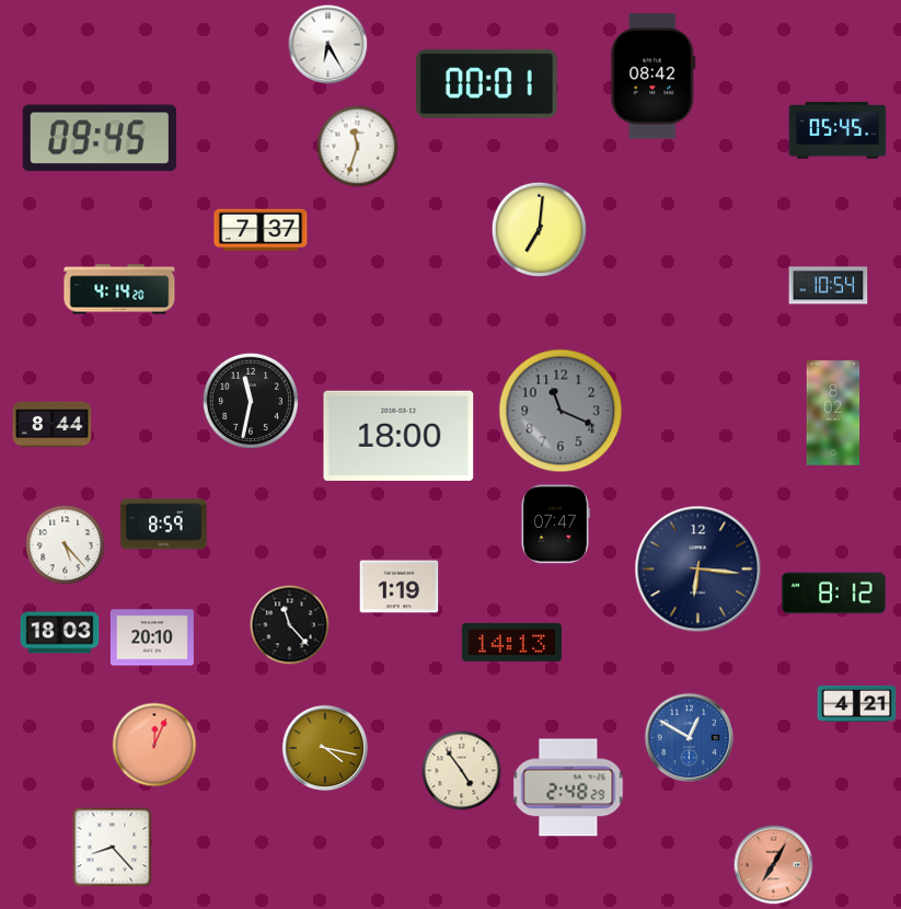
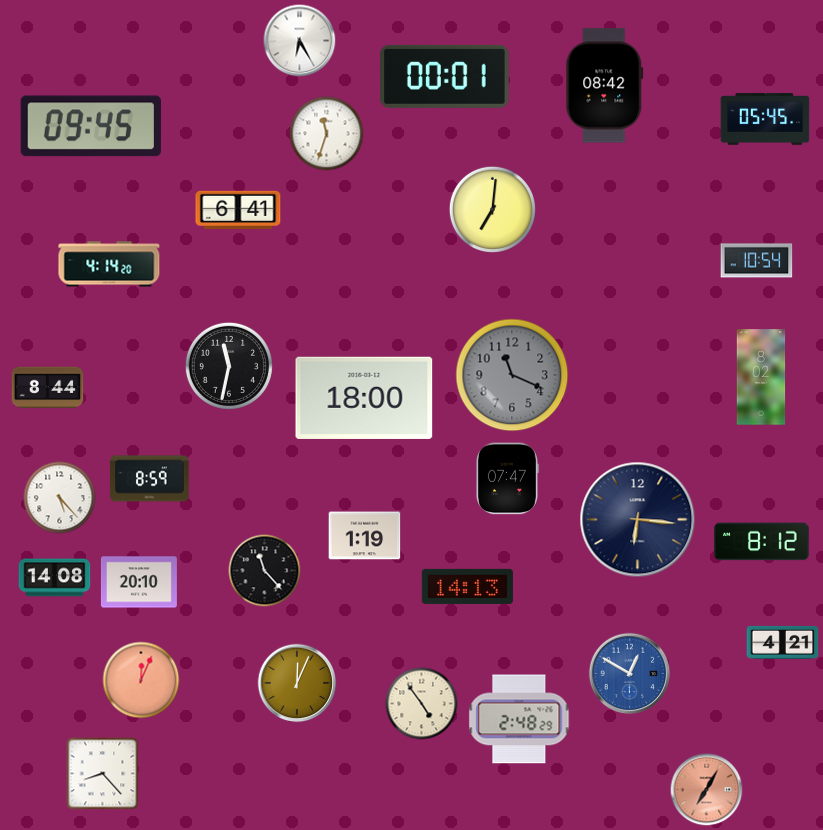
clock at (654, 77) position: (654, 77) -> (605, 86)
clock at (261, 229): 7:37 -> 6:41
clock at (60, 633): 18:03 -> 14:08
clock at (325, 748): 4:17 -> 12:04
